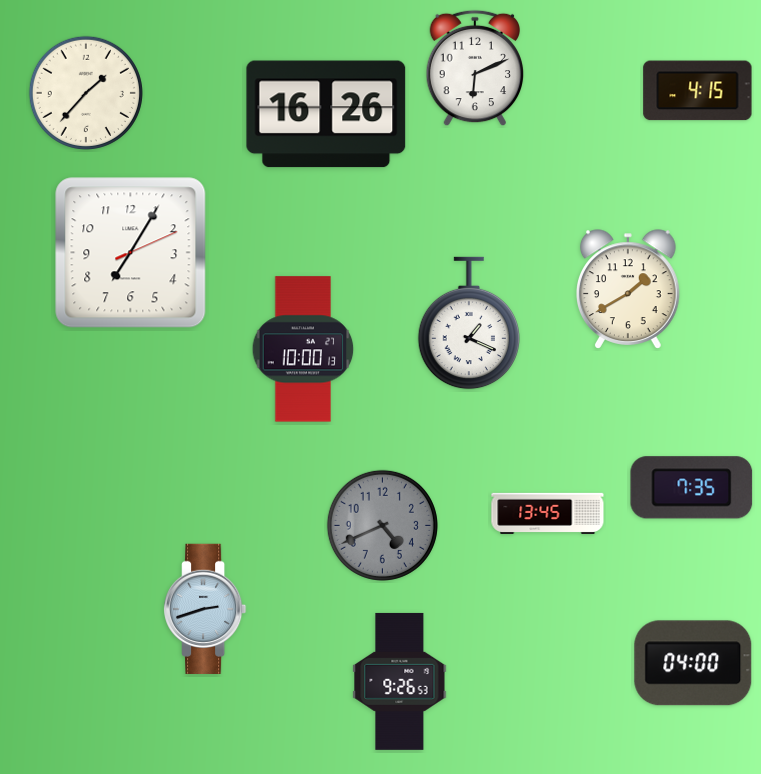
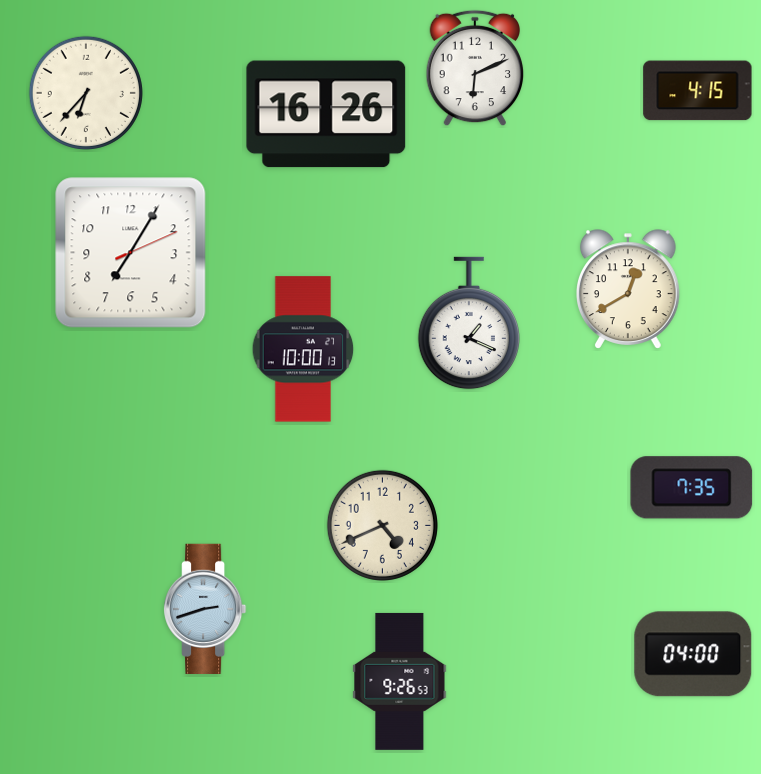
clock at (86, 93): 1:37 -> 6:37
clock at (629, 289): 1:40 -> 12:40
clock at (548, 513): 13:45 -> none
clock at (382, 525) dial: grey -> cream
clock at (693, 663) position: (693, 663) -> (693, 654)
